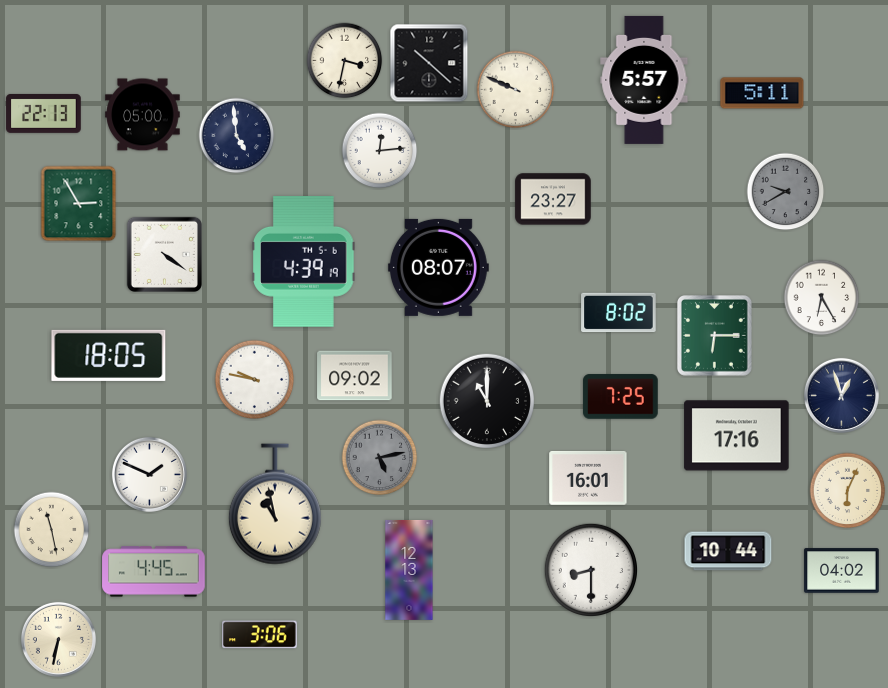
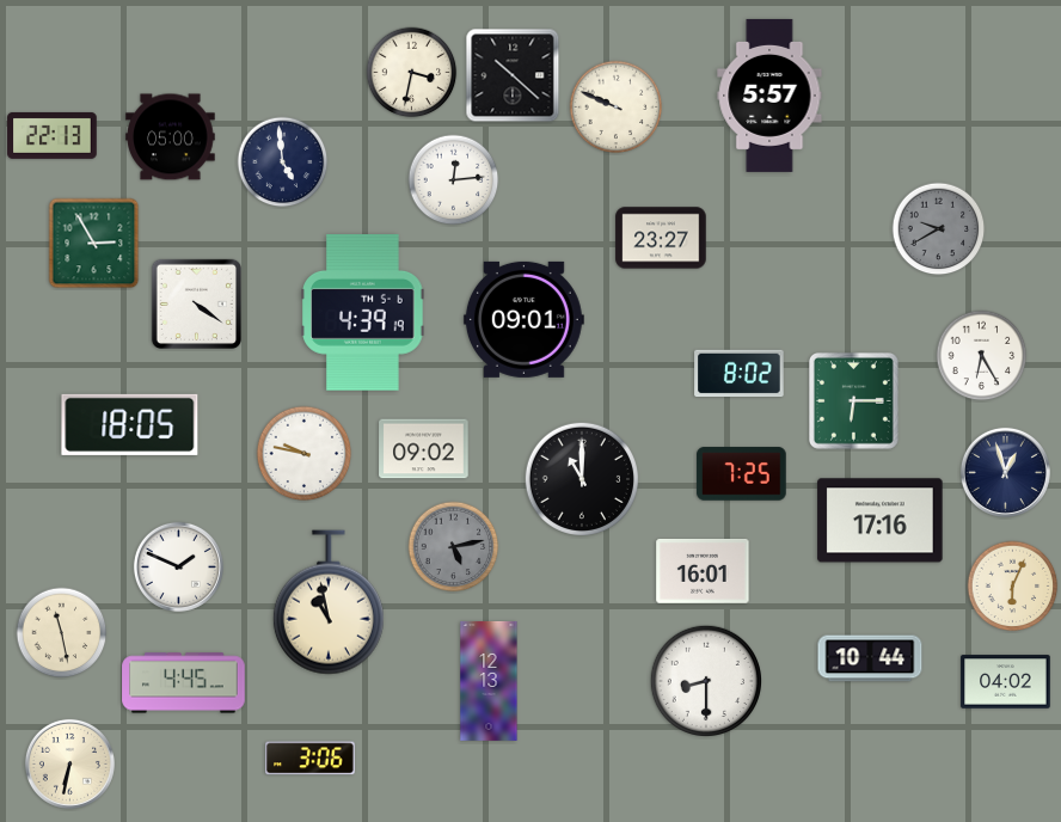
clock at (762, 93): 5:11 -> none
clock at (438, 267): 08:07 -> 09:01
